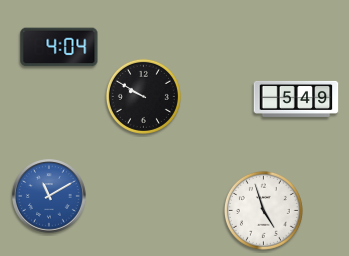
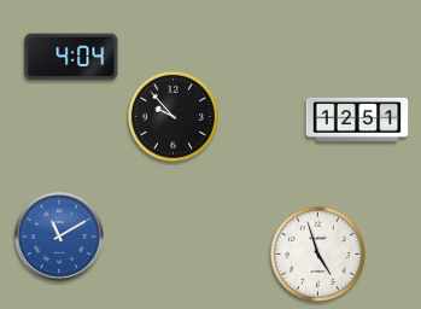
clock at (143, 96): 9:50 -> 9:53
clock at (296, 99): 5:49 -> 12:51
